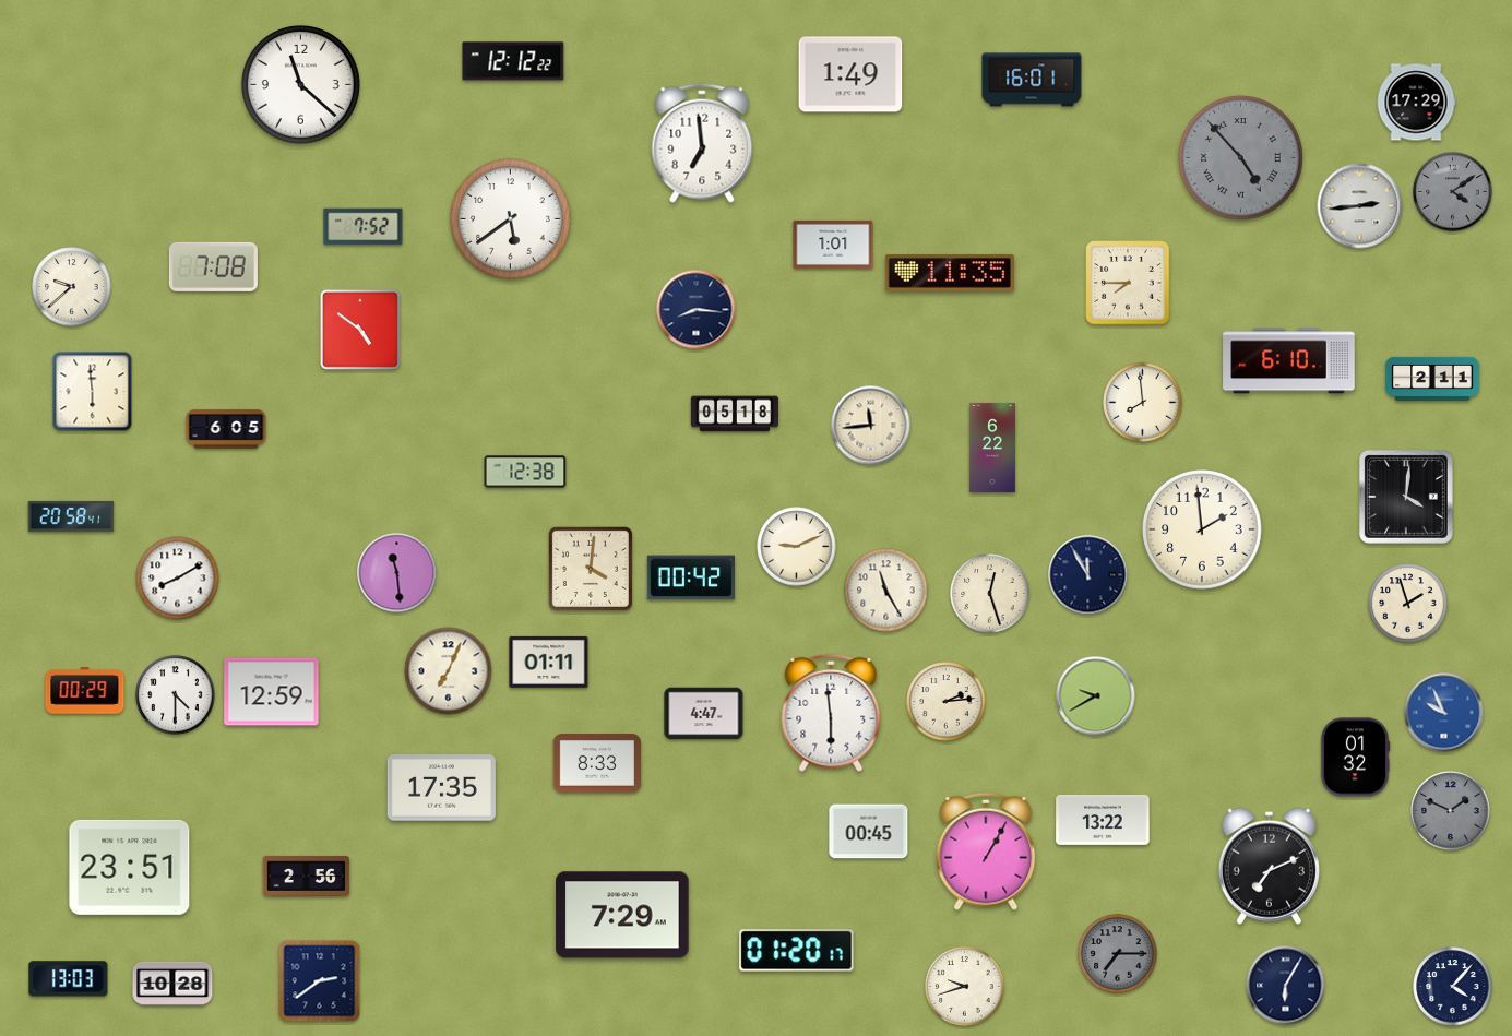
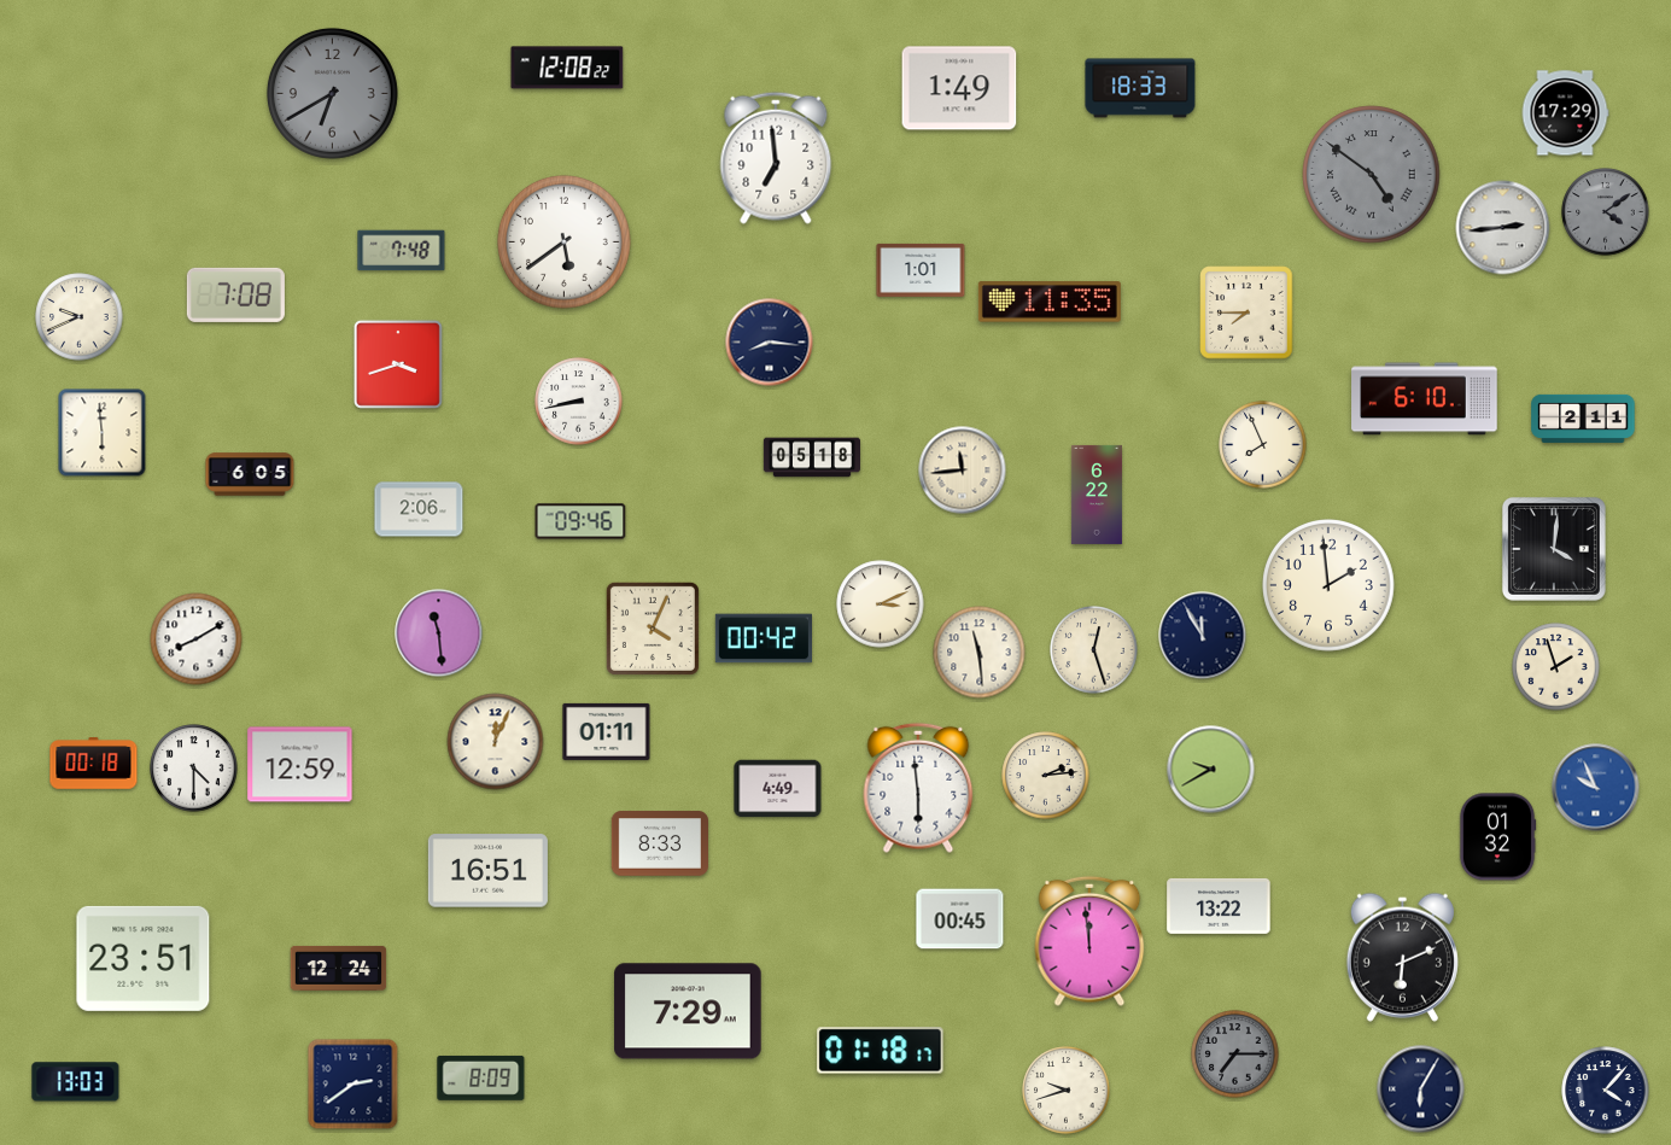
clock at (513, 61): 12:12 -> 12:08
clock at (850, 74) position: (850, 74) -> (959, 88)
clock at (1032, 80): 16:01 -> 18:33
clock at (300, 84): 11:22 -> 6:40
clock at (300, 84) dial: white -> grey
clock at (1241, 158): 4:53 -> 4:51
clock at (364, 227): 7:52 -> 7:48
clock at (72, 287): 9:38 -> 9:41
clock at (360, 330): 4:51 -> 3:42
clock at (579, 402): none -> 8:43
clock at (1143, 403): 7:59 -> 7:56
clock at (419, 509): none -> 2:06
clock at (525, 472): 12:38 -> 09:46
clock at (71, 516): 20:58 -> none
clock at (797, 547): 9:11 -> 3:11
clock at (591, 569): 4:01 -> 4:04
clock at (886, 591): 11:25 -> 11:29
clock at (990, 594) position: (990, 594) -> (1094, 650)
clock at (449, 671): 7:04 -> 12:04
clock at (85, 691): 00:29 -> 00:18
clock at (704, 714): 4:47 -> 4:49
clock at (441, 788): 17:35 -> 16:51
clock at (1451, 811): 1:49 -> none
clock at (986, 852): 1:05 -> 11:59
clock at (1269, 866): 7:11 -> 6:11
clock at (307, 876): 2:56 -> 12:24
clock at (797, 951): 01:20 -> 01:18
clock at (481, 1077): none -> 8:09
clock at (172, 984): 10:28 -> none
